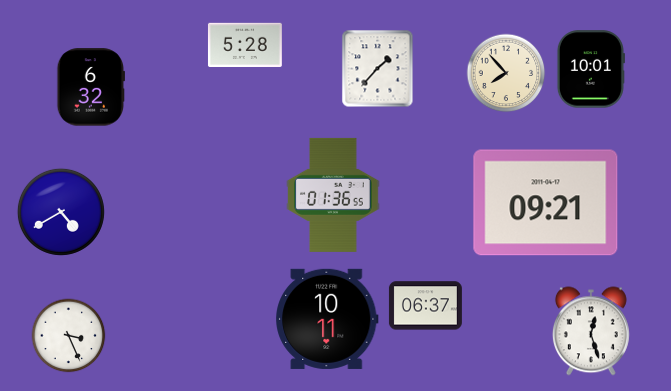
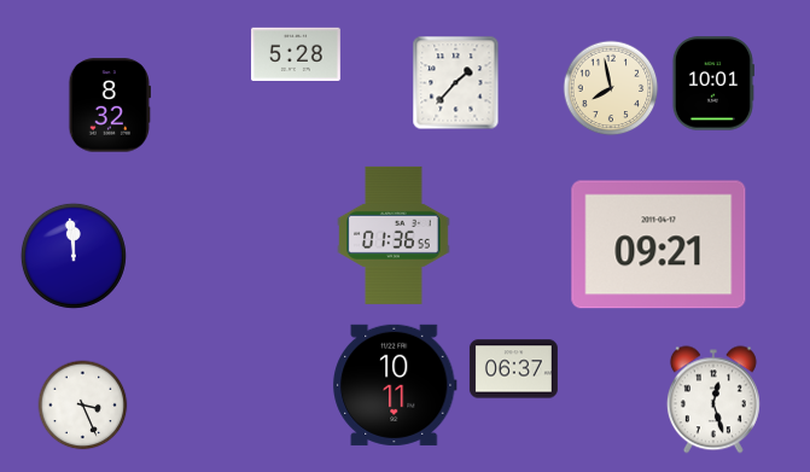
clock at (506, 73): 7:53 -> 7:58
clock at (90, 87): 6:32 -> 8:32
clock at (333, 195) position: (333, 195) -> (394, 235)
clock at (61, 212): 4:40 -> 11:59
